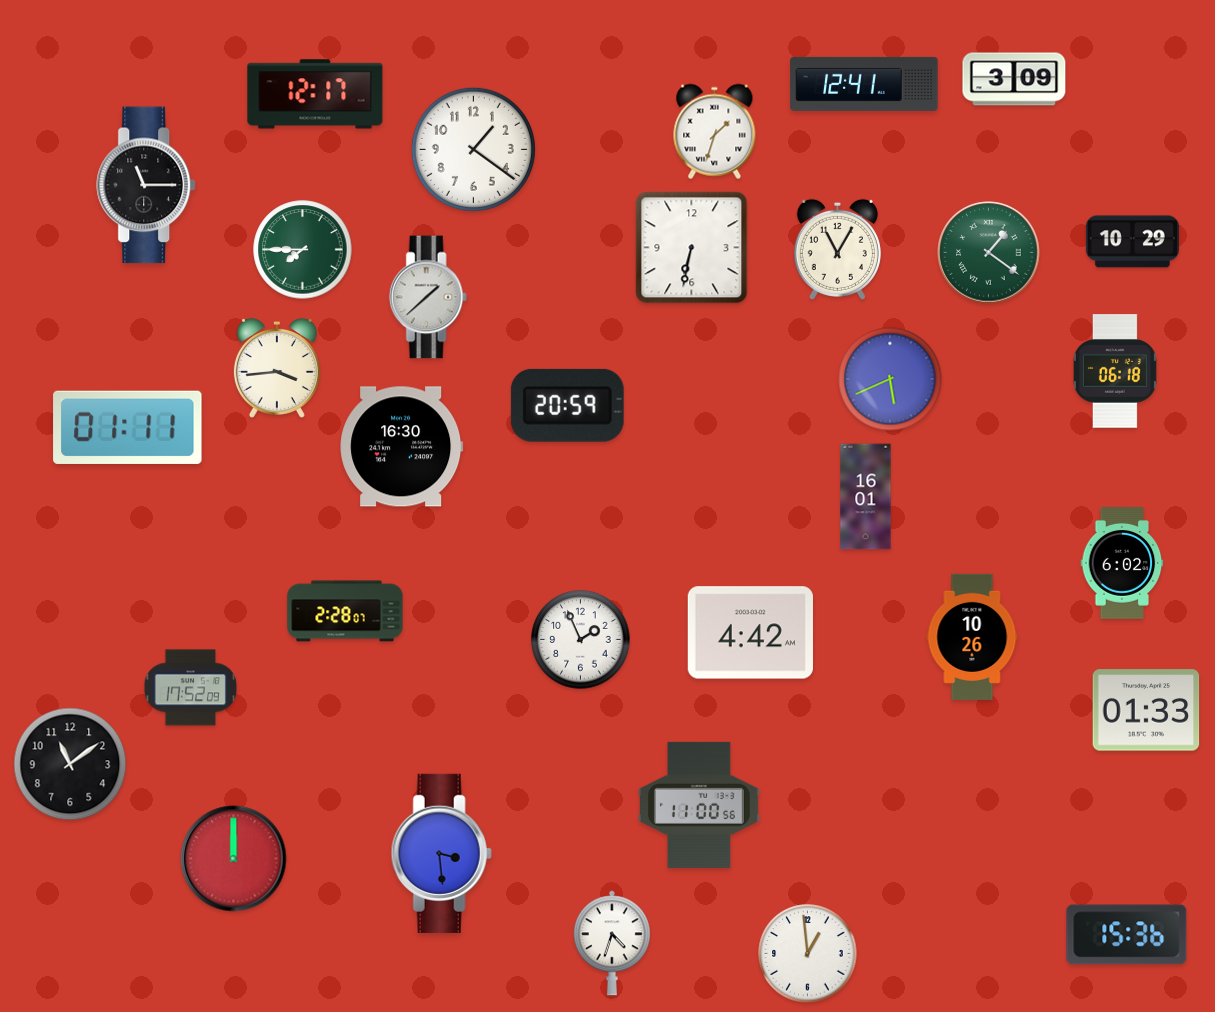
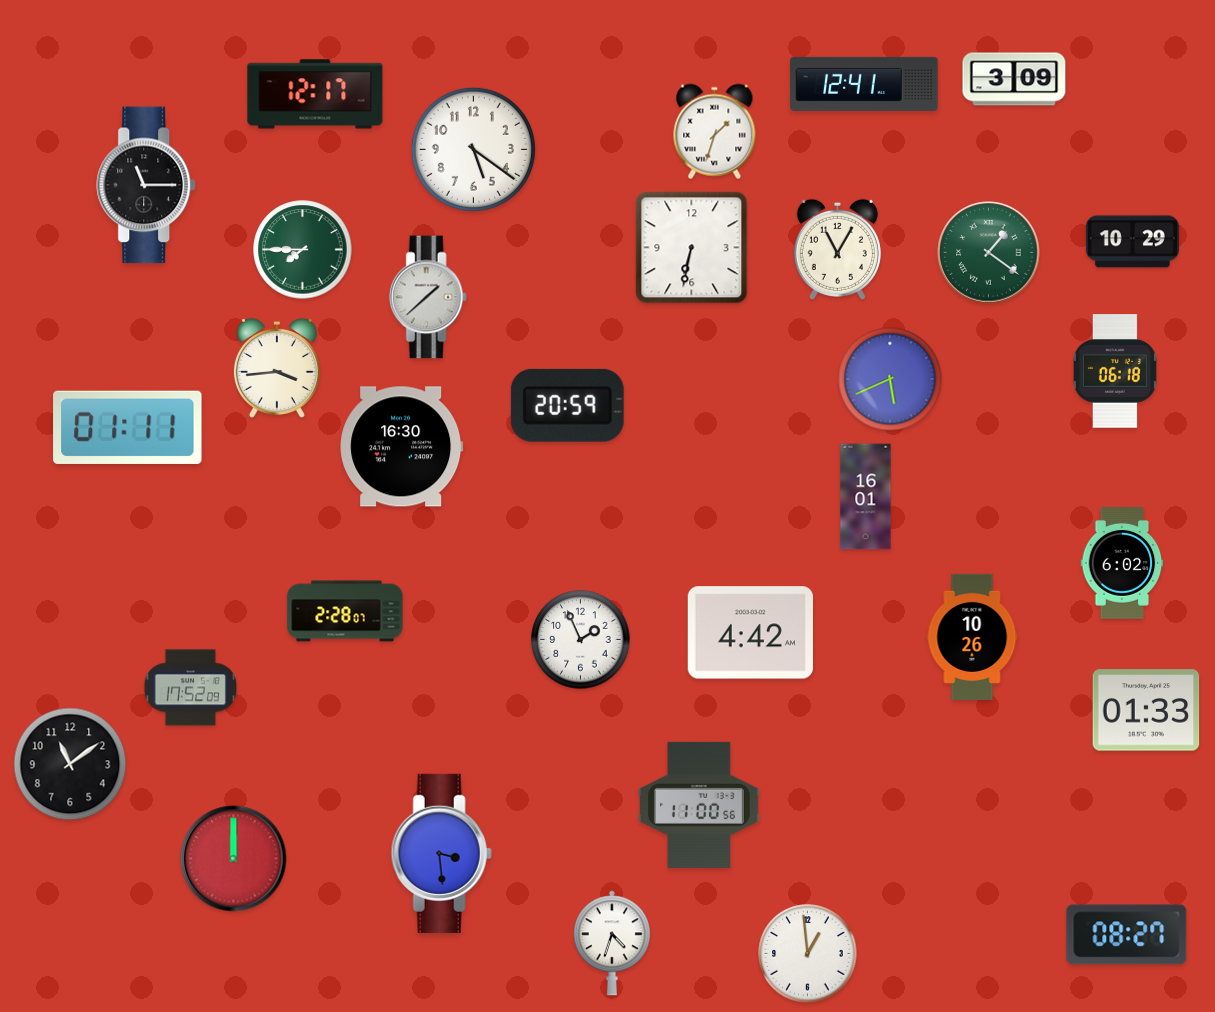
clock at (473, 149): 1:21 -> 5:21
clock at (1127, 935): 15:36 -> 08:27
